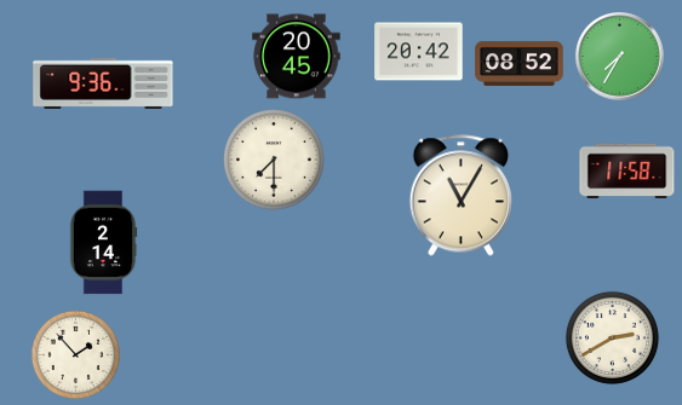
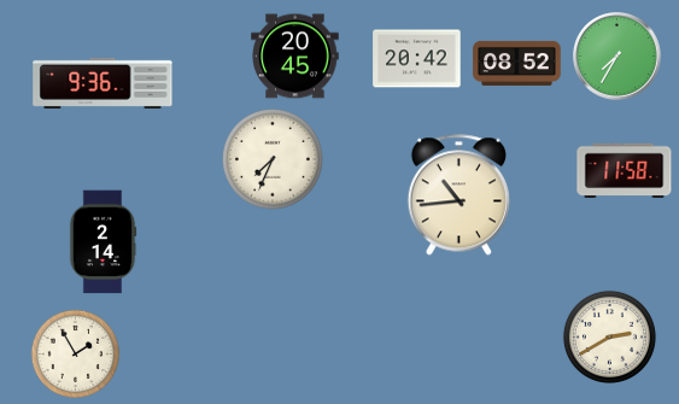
clock at (419, 52) position: (419, 52) -> (417, 59)
clock at (275, 161): 7:30 -> 7:34
clock at (460, 196): 11:05 -> 10:44
clock at (76, 355): 1:53 -> 1:55
